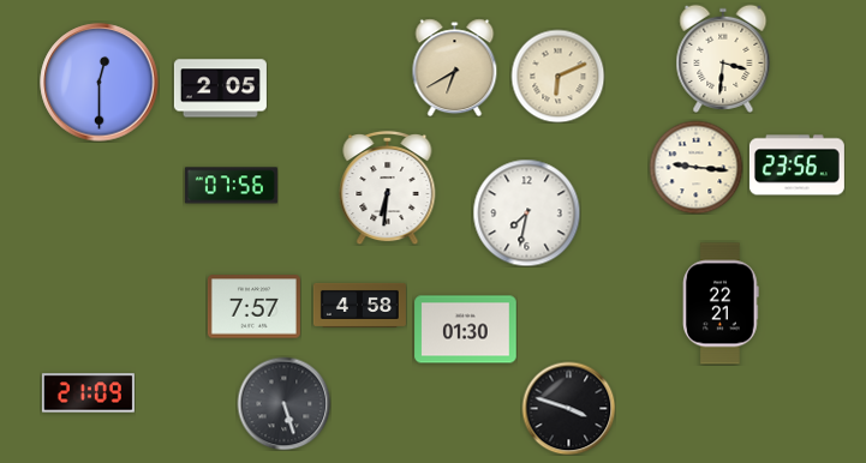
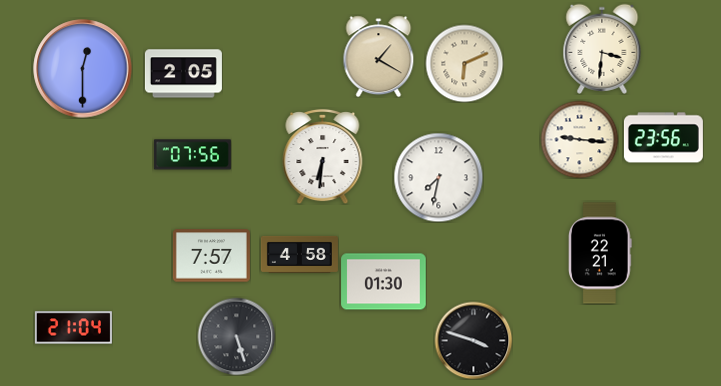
clock at (455, 67): 6:40 -> 1:20
clock at (466, 330) position: (466, 330) -> (384, 282)
clock at (88, 393): 21:09 -> 21:04
